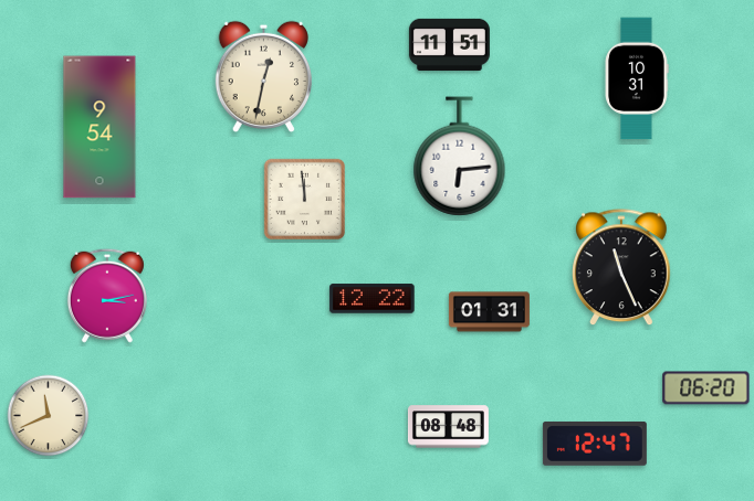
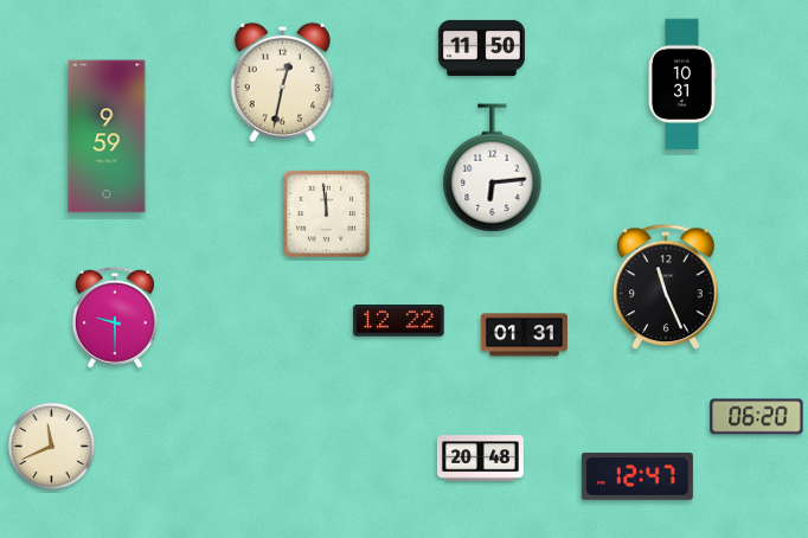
clock at (449, 44): 11:51 -> 11:50
clock at (100, 127): 9:54 -> 9:59
clock at (107, 296): 3:13 -> 9:30
clock at (448, 427): 08:48 -> 20:48
